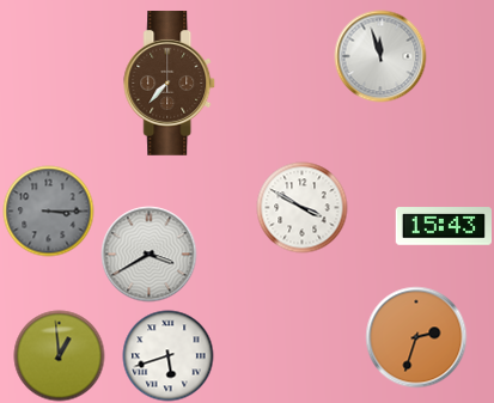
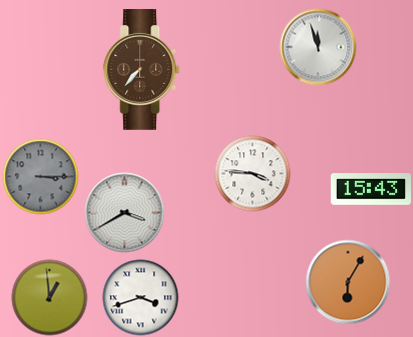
clock at (303, 208): 3:50 -> 3:46
clock at (416, 337): 2:33 -> 6:05
clock at (169, 356): 5:42 -> 3:42
